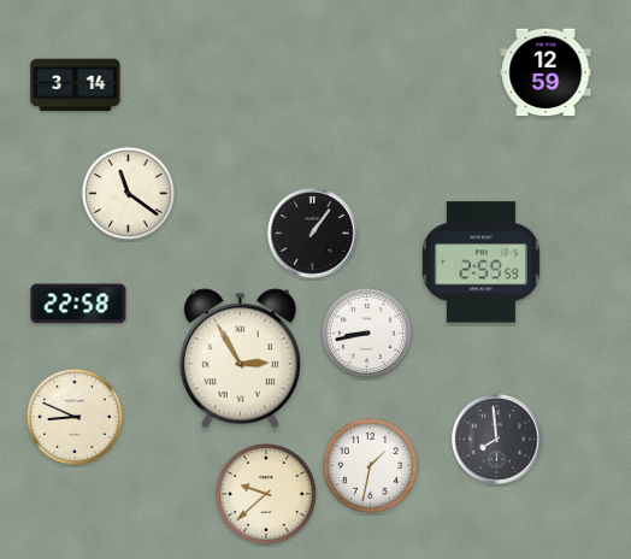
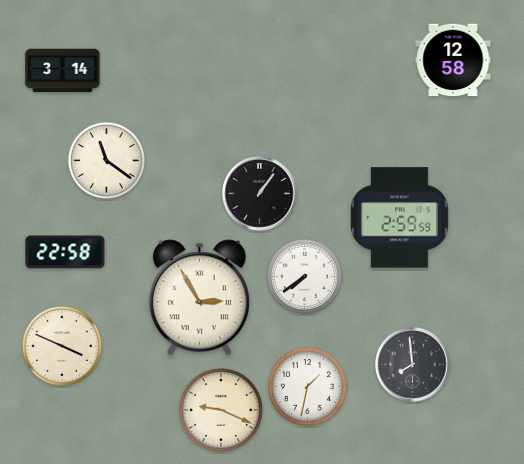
clock at (546, 72): 12:59 -> 12:58
clock at (366, 333): 8:43 -> 7:39
clock at (75, 417): 8:49 -> 3:49
clock at (266, 494): 9:38 -> 9:19
